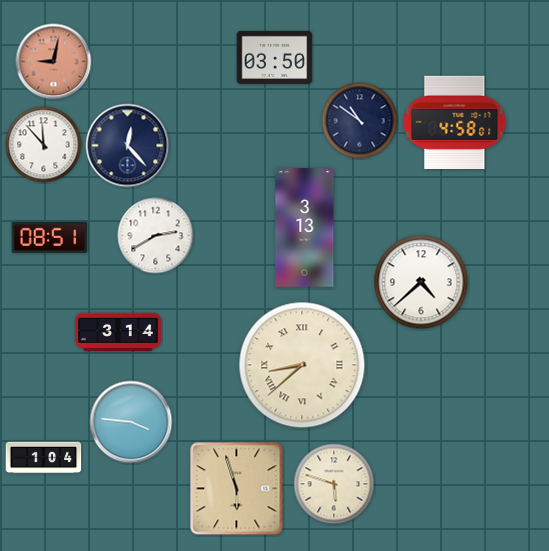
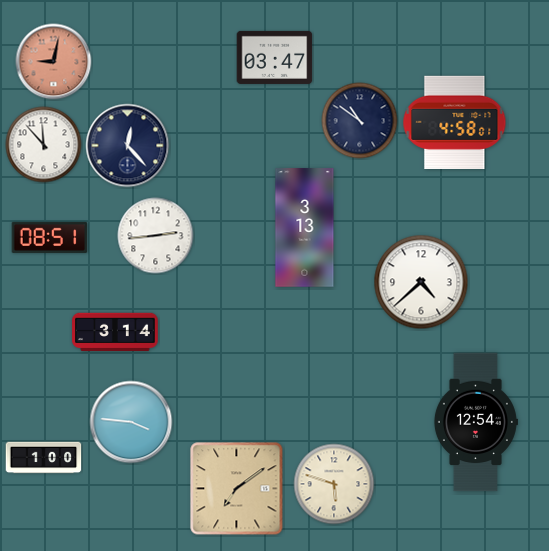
clock at (275, 57): 03:50 -> 03:47
clock at (156, 236): 2:40 -> 2:44
clock at (118, 332) position: (118, 332) -> (115, 332)
clock at (302, 365): 8:38 -> none
clock at (475, 422): none -> 12:54
clock at (44, 458): 1:04 -> 1:00
clock at (237, 489): 5:57 -> 7:09
